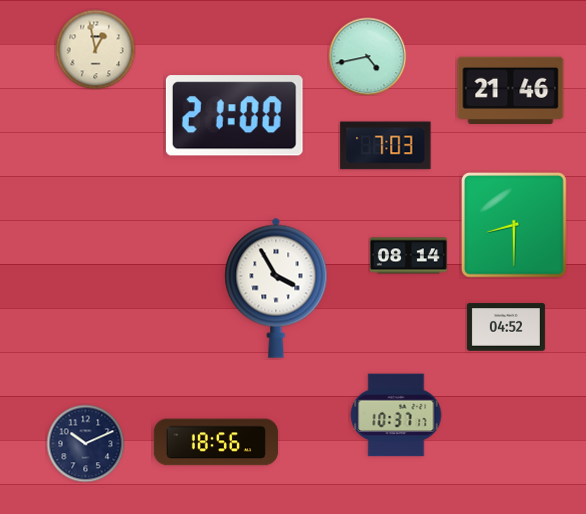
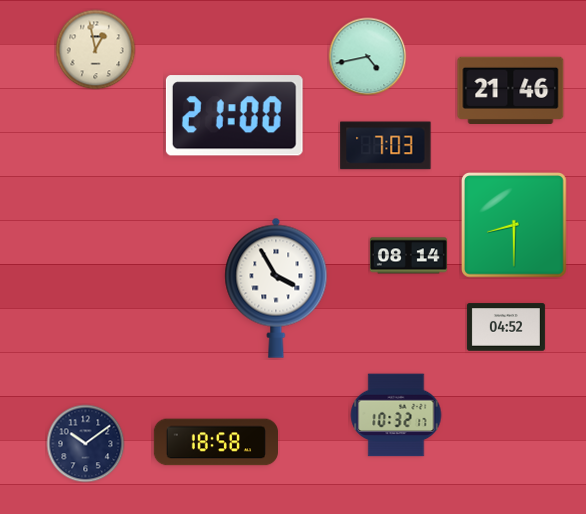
clock at (396, 415): 10:37 -> 10:32
clock at (215, 442): 18:56 -> 18:58
clock at (85, 443): 10:11 -> 10:09
